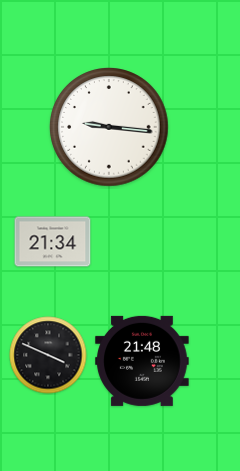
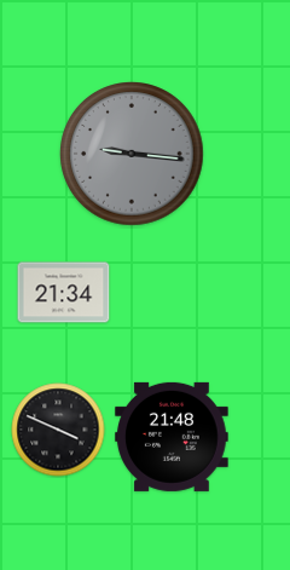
clock at (109, 127) dial: white -> grey
